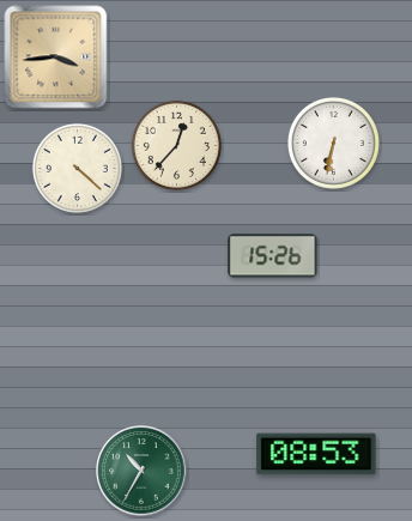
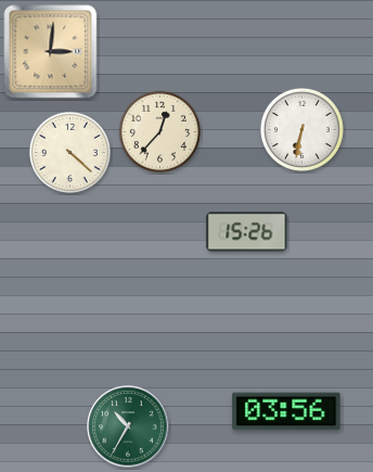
clock at (56, 57): 3:44 -> 3:01
clock at (316, 454): 08:53 -> 03:56
